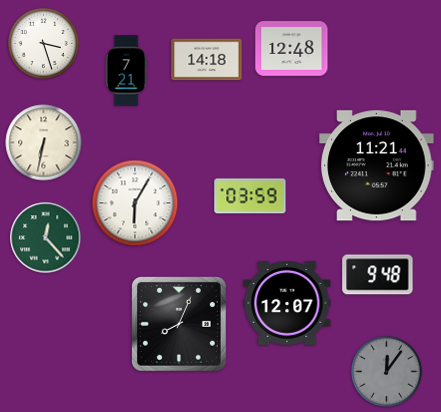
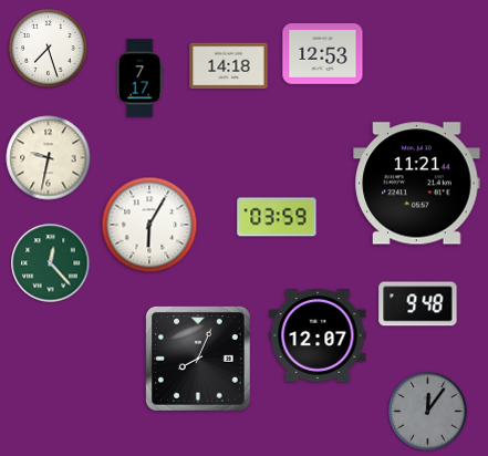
clock at (44, 44): 3:27 -> 7:27
clock at (292, 49): 12:48 -> 12:53
clock at (126, 71): 7:21 -> 7:17
clock at (44, 143): 6:32 -> 9:32
